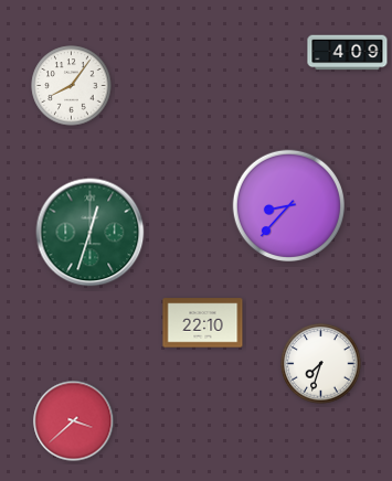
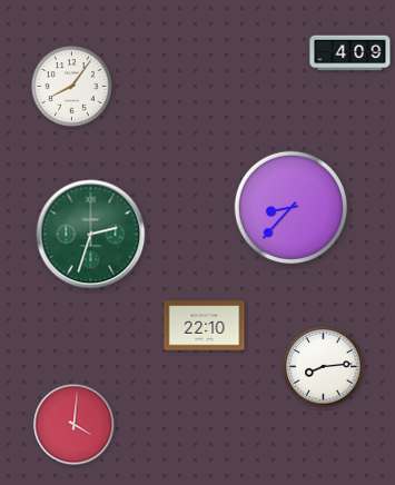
clock at (91, 233): 12:33 -> 2:33
clock at (321, 364): 7:33 -> 8:14
clock at (74, 421): 3:38 -> 4:01
